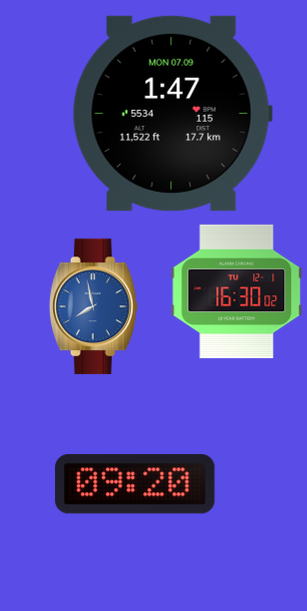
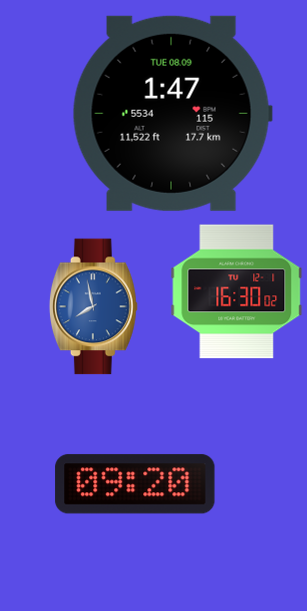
clock at (172, 113) date: MON 07.09 -> TUE 08.09
